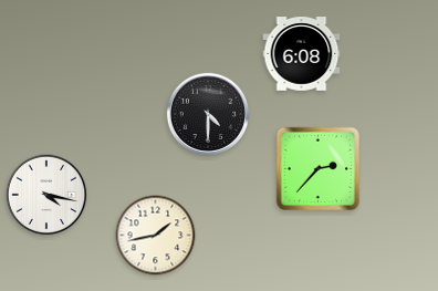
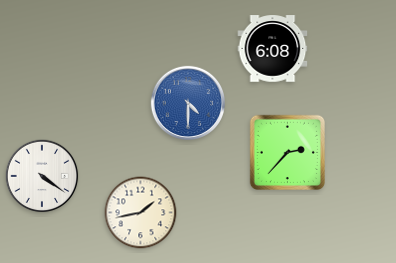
clock at (207, 113) dial: black -> blue
clock at (46, 195): 4:17 -> 4:21
